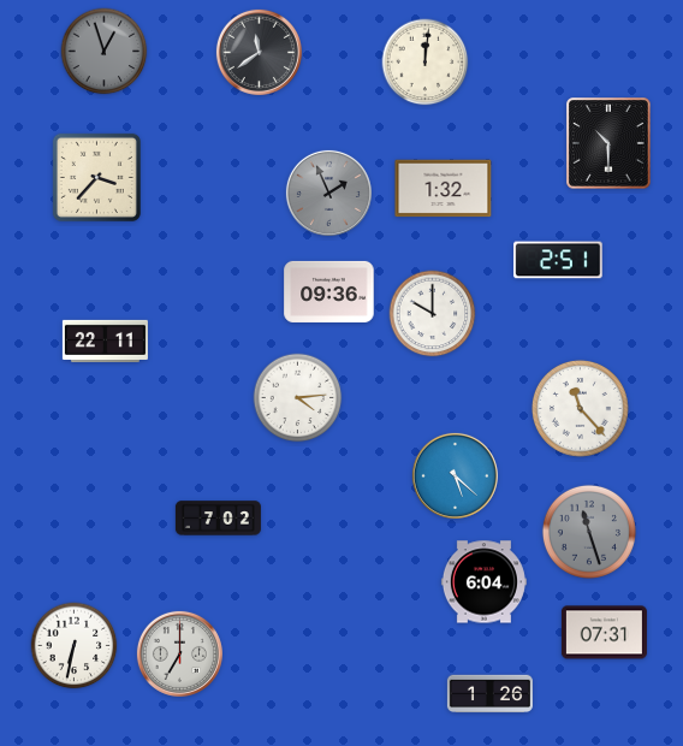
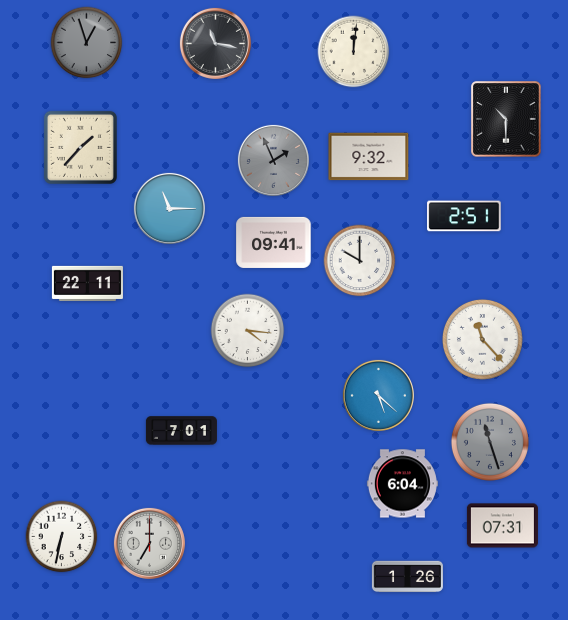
clock at (259, 52): 11:39 -> 11:17
clock at (96, 177): 3:37 -> 1:37
clock at (444, 189): 1:32 -> 9:32
clock at (169, 208): none -> 11:15
clock at (329, 291): 09:36 -> 09:41
clock at (298, 398): 4:14 -> 4:16
clock at (218, 519): 7:02 -> 7:01
